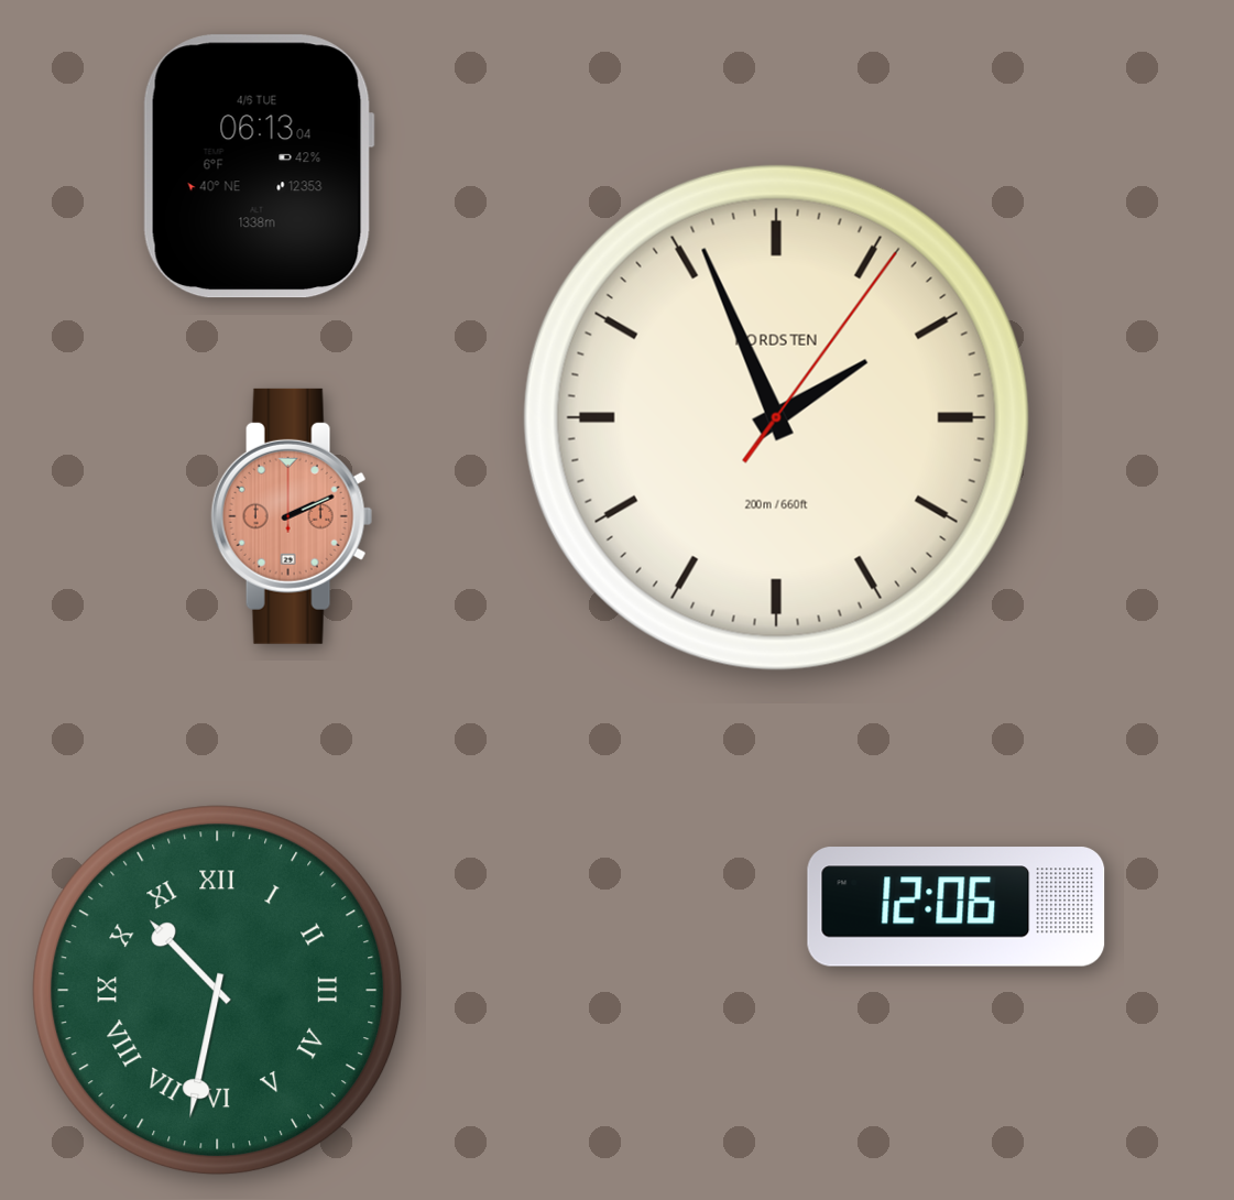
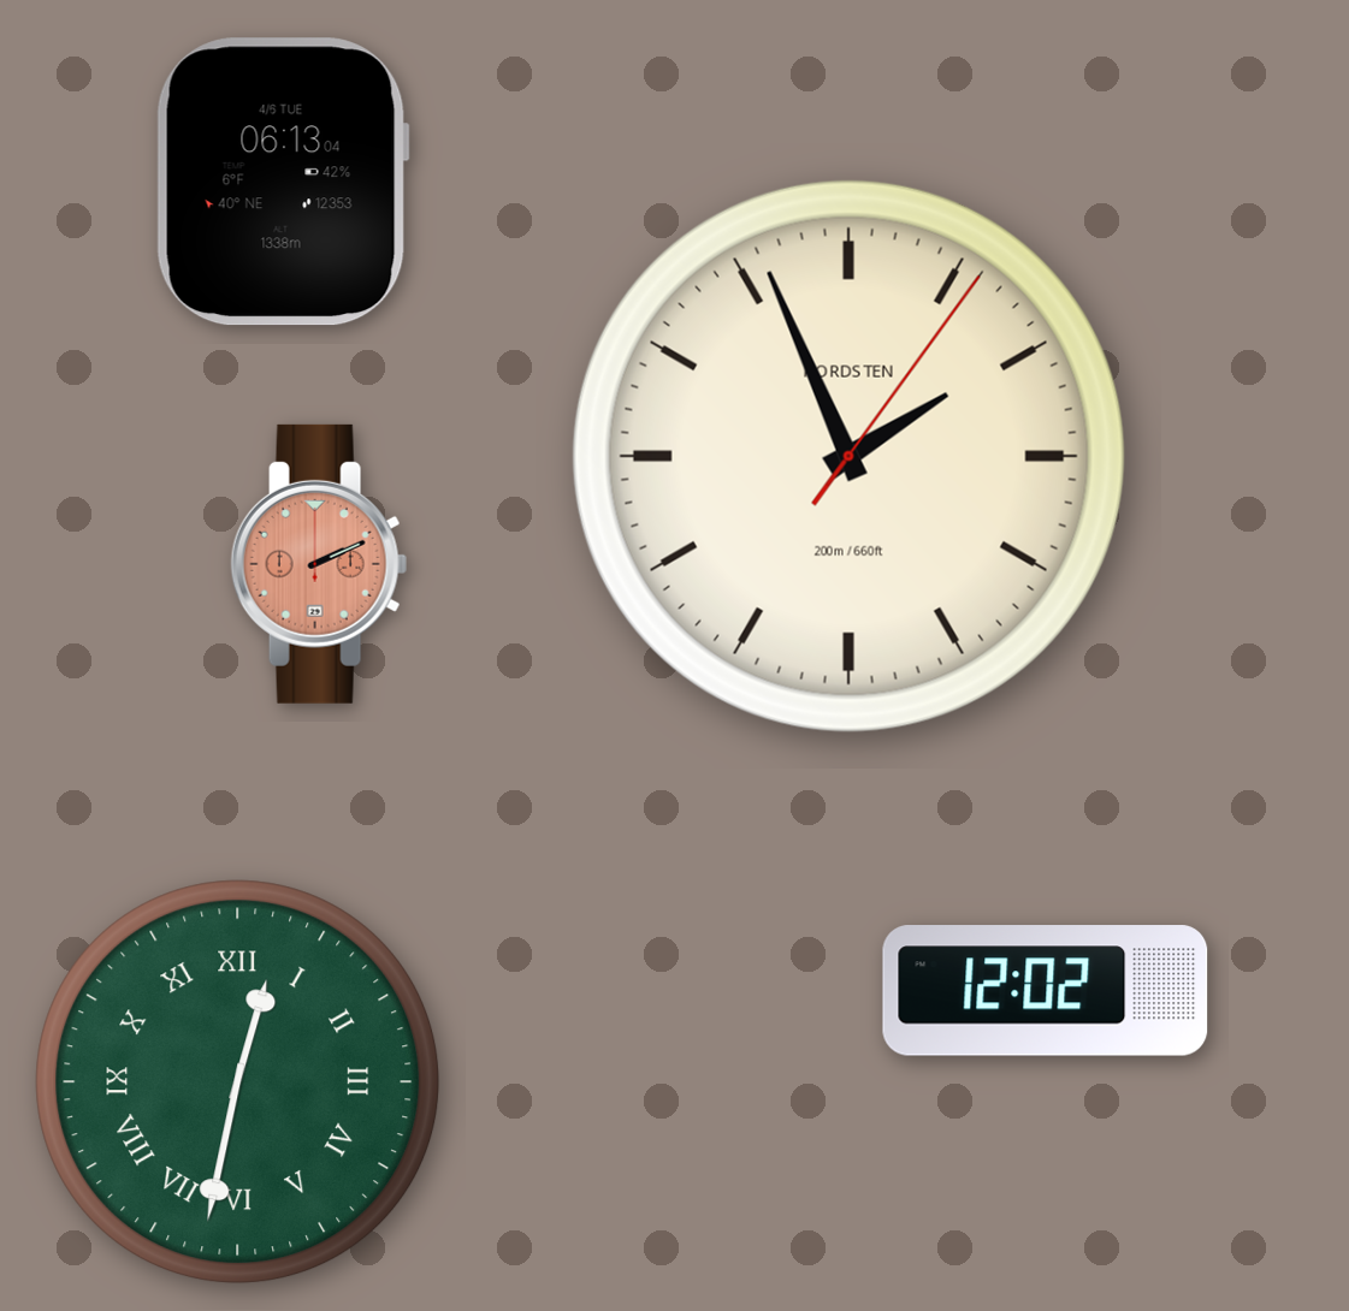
clock at (957, 907): 12:06 -> 12:02
clock at (218, 991): 10:32 -> 12:32
